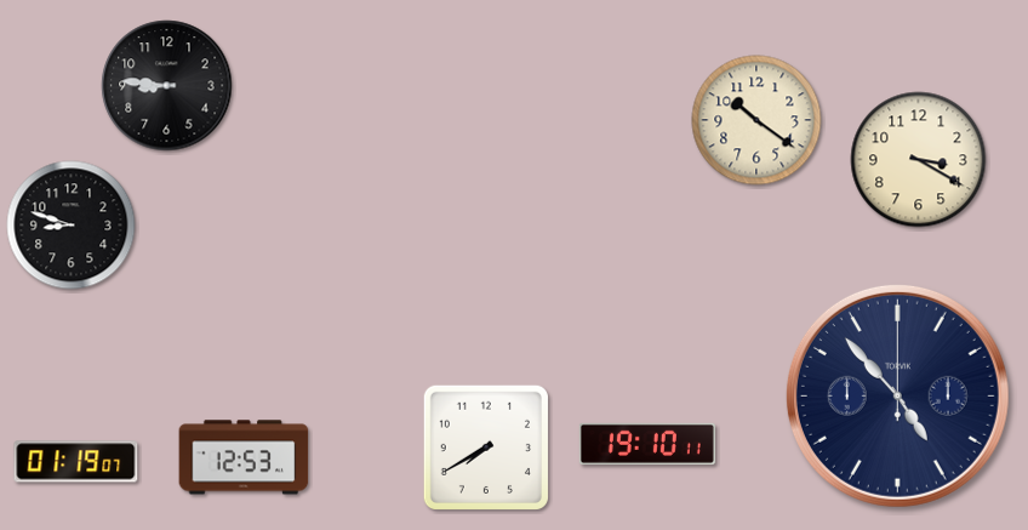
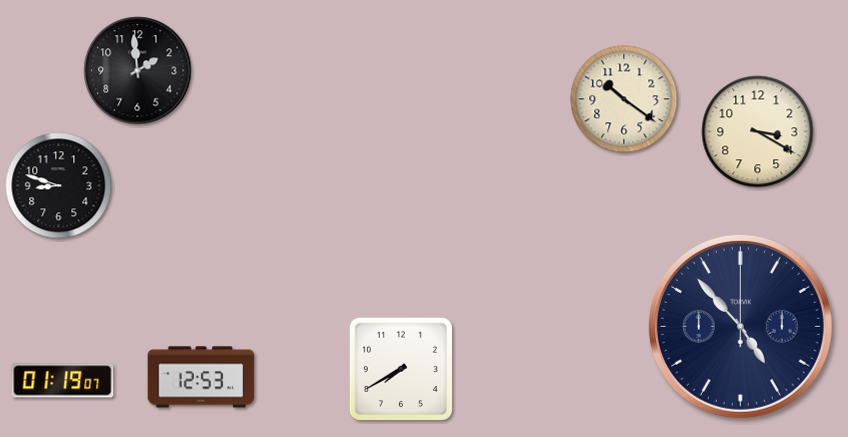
clock at (167, 86): 8:46 -> 1:59
clock at (647, 444): 19:10 -> none
